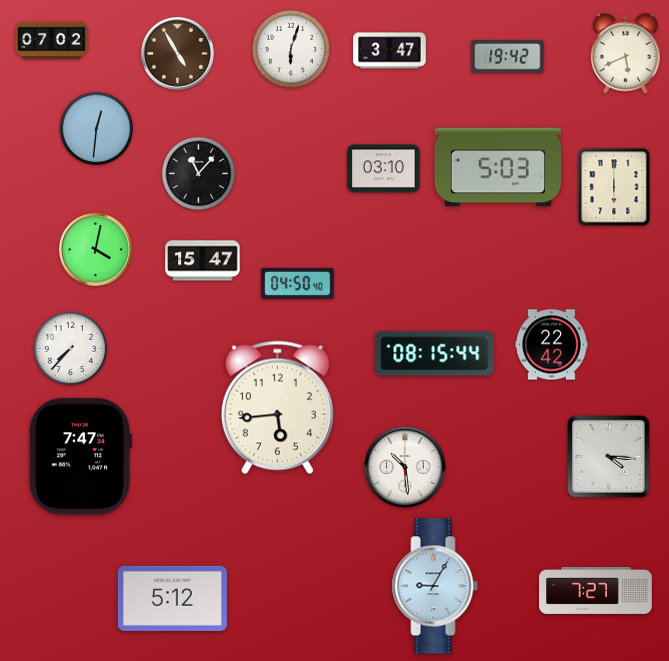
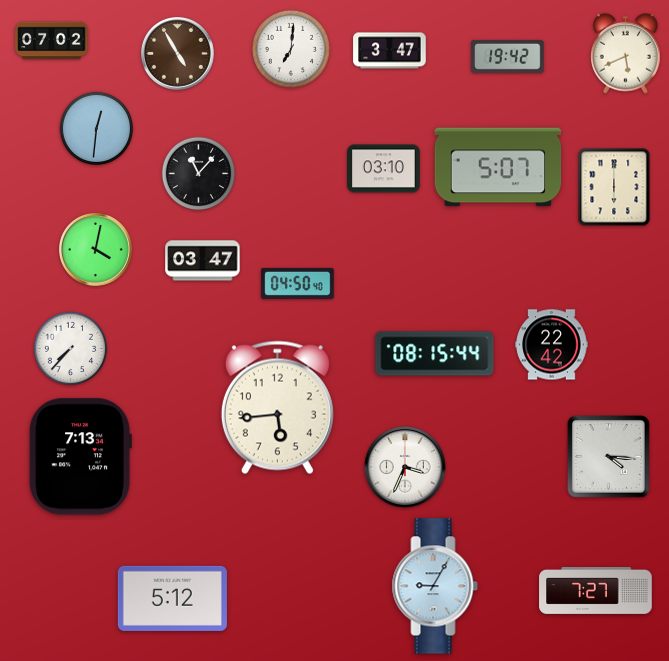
clock at (291, 49): 6:03 -> 7:01
clock at (498, 167): 5:03 -> 5:07
clock at (203, 261): 15:47 -> 03:47
clock at (80, 457): 7:47 -> 7:13
clock at (405, 467): 10:29 -> 3:34
